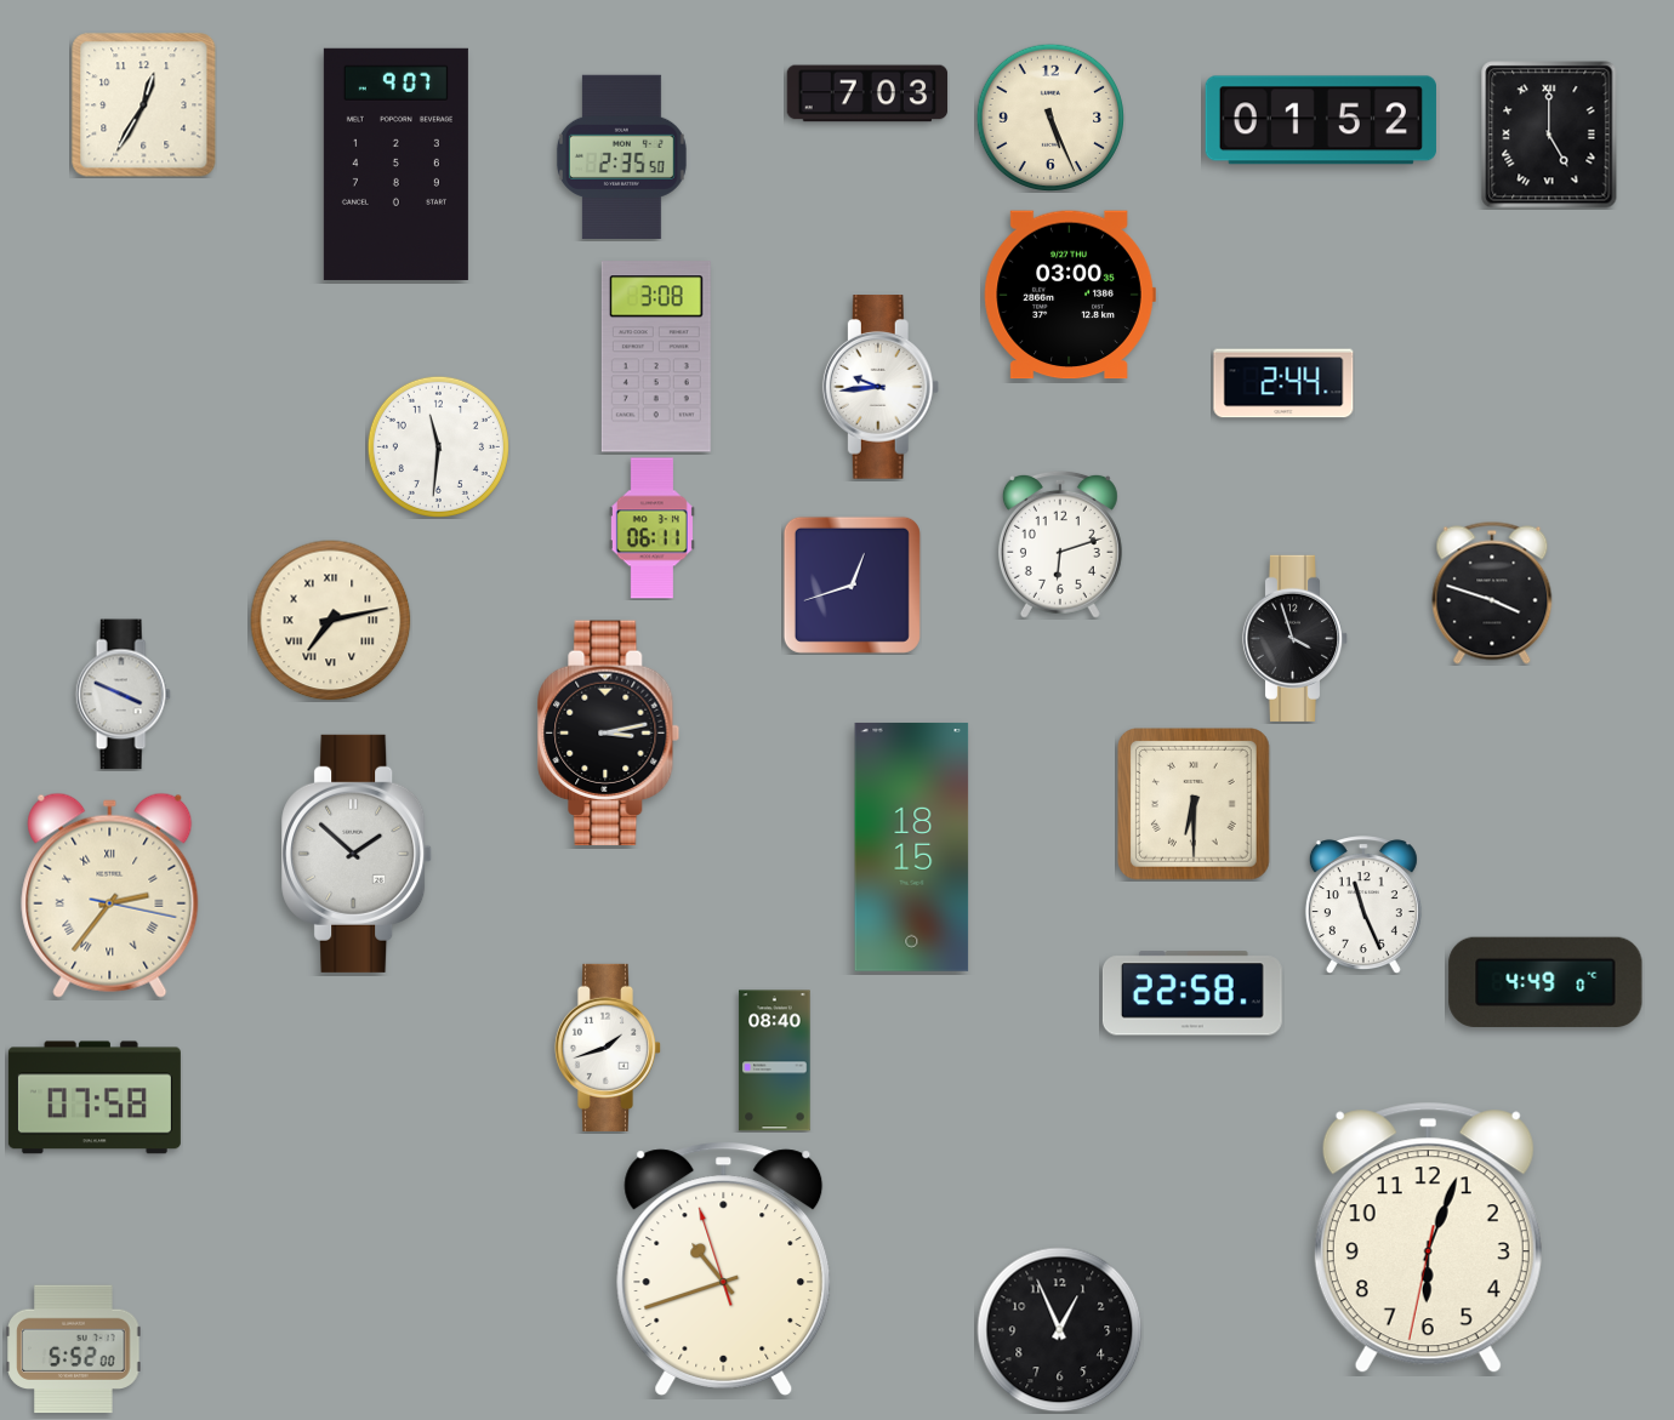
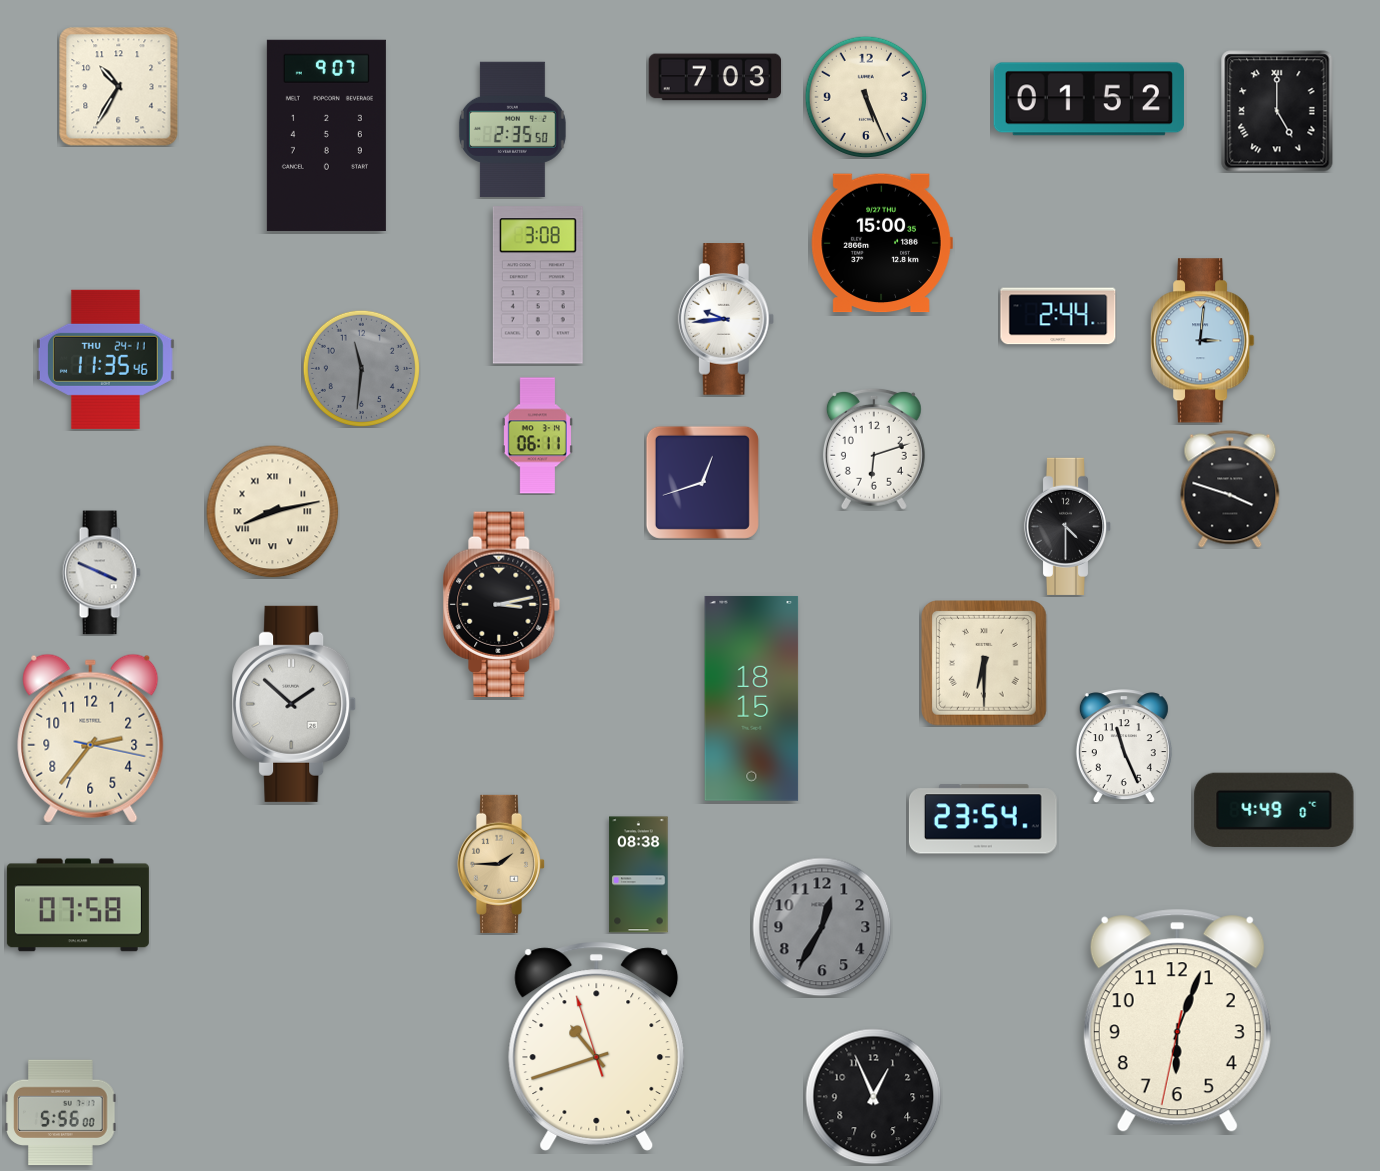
clock at (144, 105): 12:35 -> 10:35
clock at (1070, 295): 03:00 -> 15:00
clock at (656, 357) position: (656, 357) -> (538, 285)
clock at (1203, 341): none -> 3:01
clock at (105, 359): none -> 11:35
clock at (438, 446) dial: white -> grey
clock at (331, 621): 7:13 -> 8:13
clock at (1296, 638): 3:57 -> 4:30
clock at (110, 895) numerals: Roman -> Arabic
clock at (1192, 993): 22:58 -> 23:54
clock at (608, 1048): 1:42 -> 1:45
clock at (608, 1048) dial: white -> champagne
clock at (775, 1061): 08:40 -> 08:38
clock at (822, 927): none -> 12:35
clock at (74, 1350): 5:52 -> 5:56
